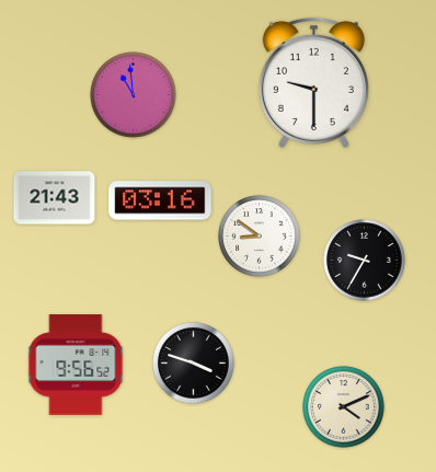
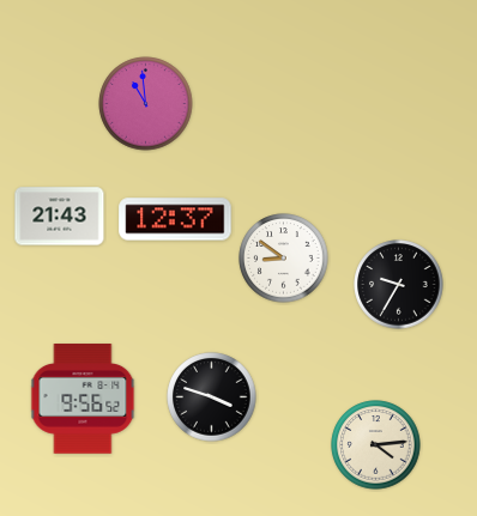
clock at (313, 82): 9:30 -> none
clock at (160, 200): 03:16 -> 12:37
clock at (344, 407): 4:11 -> 4:14
